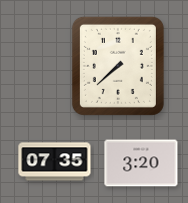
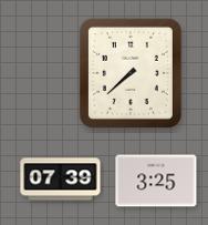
clock at (55, 162): 07:35 -> 07:39
clock at (141, 163): 3:20 -> 3:25
